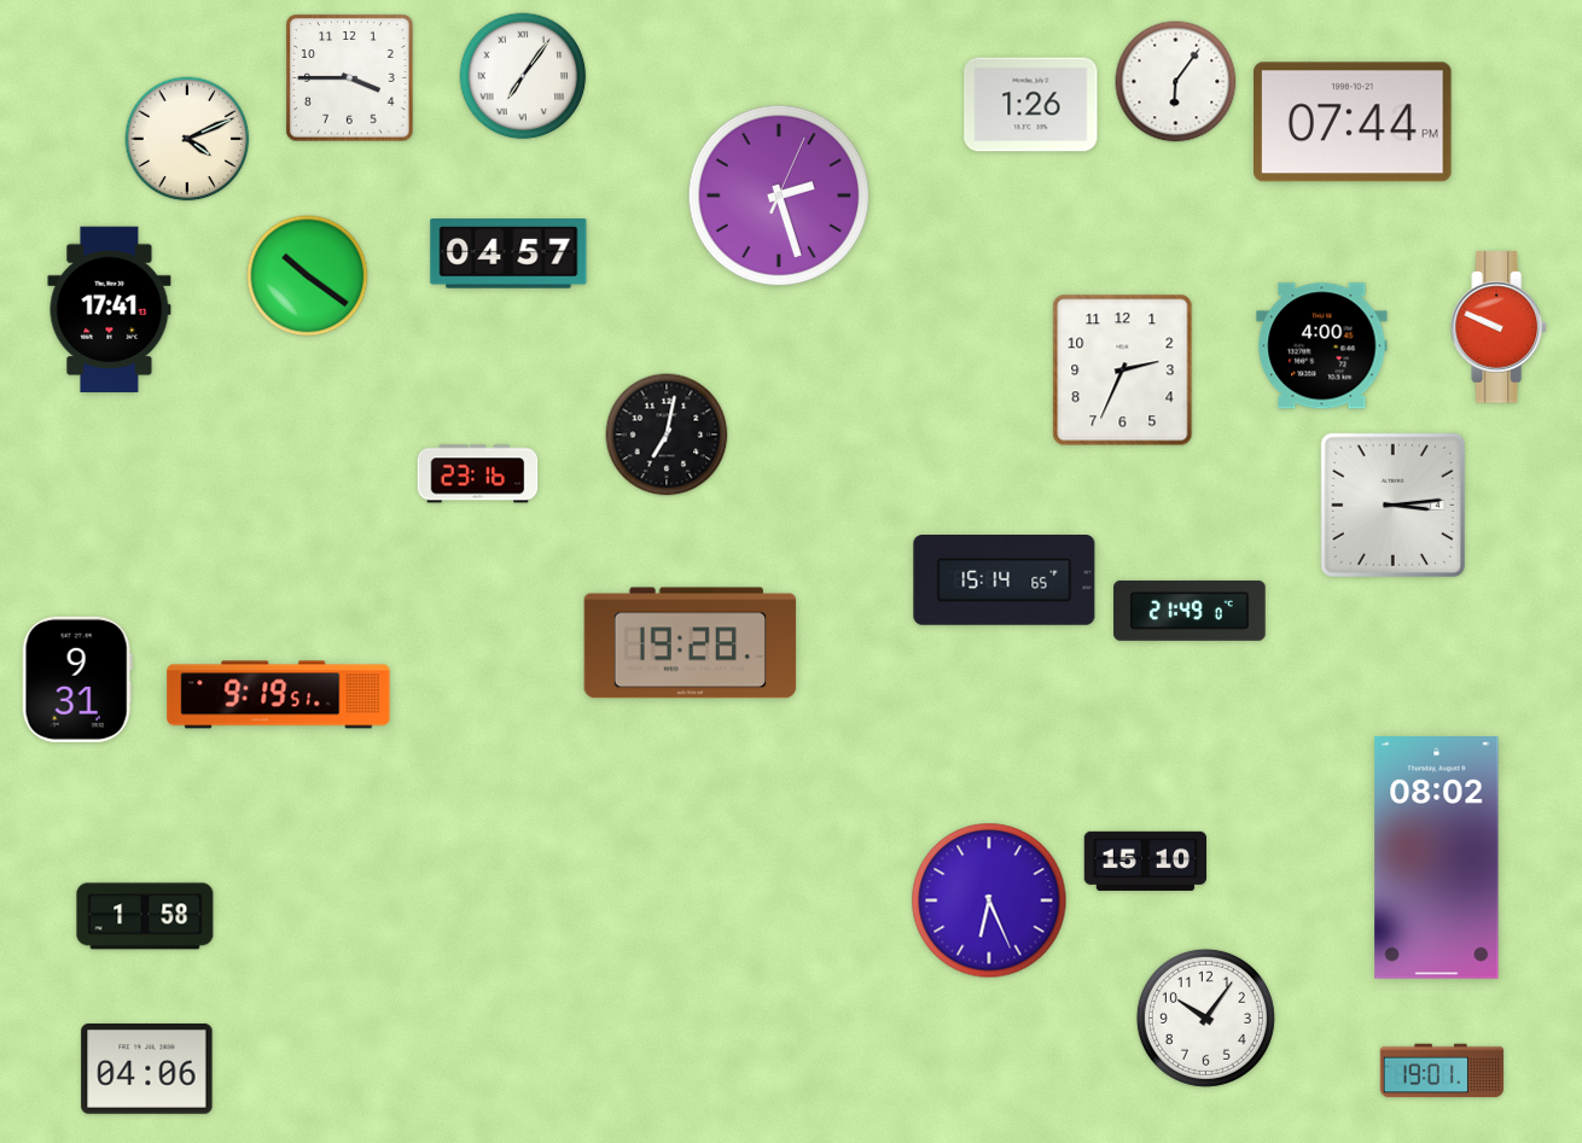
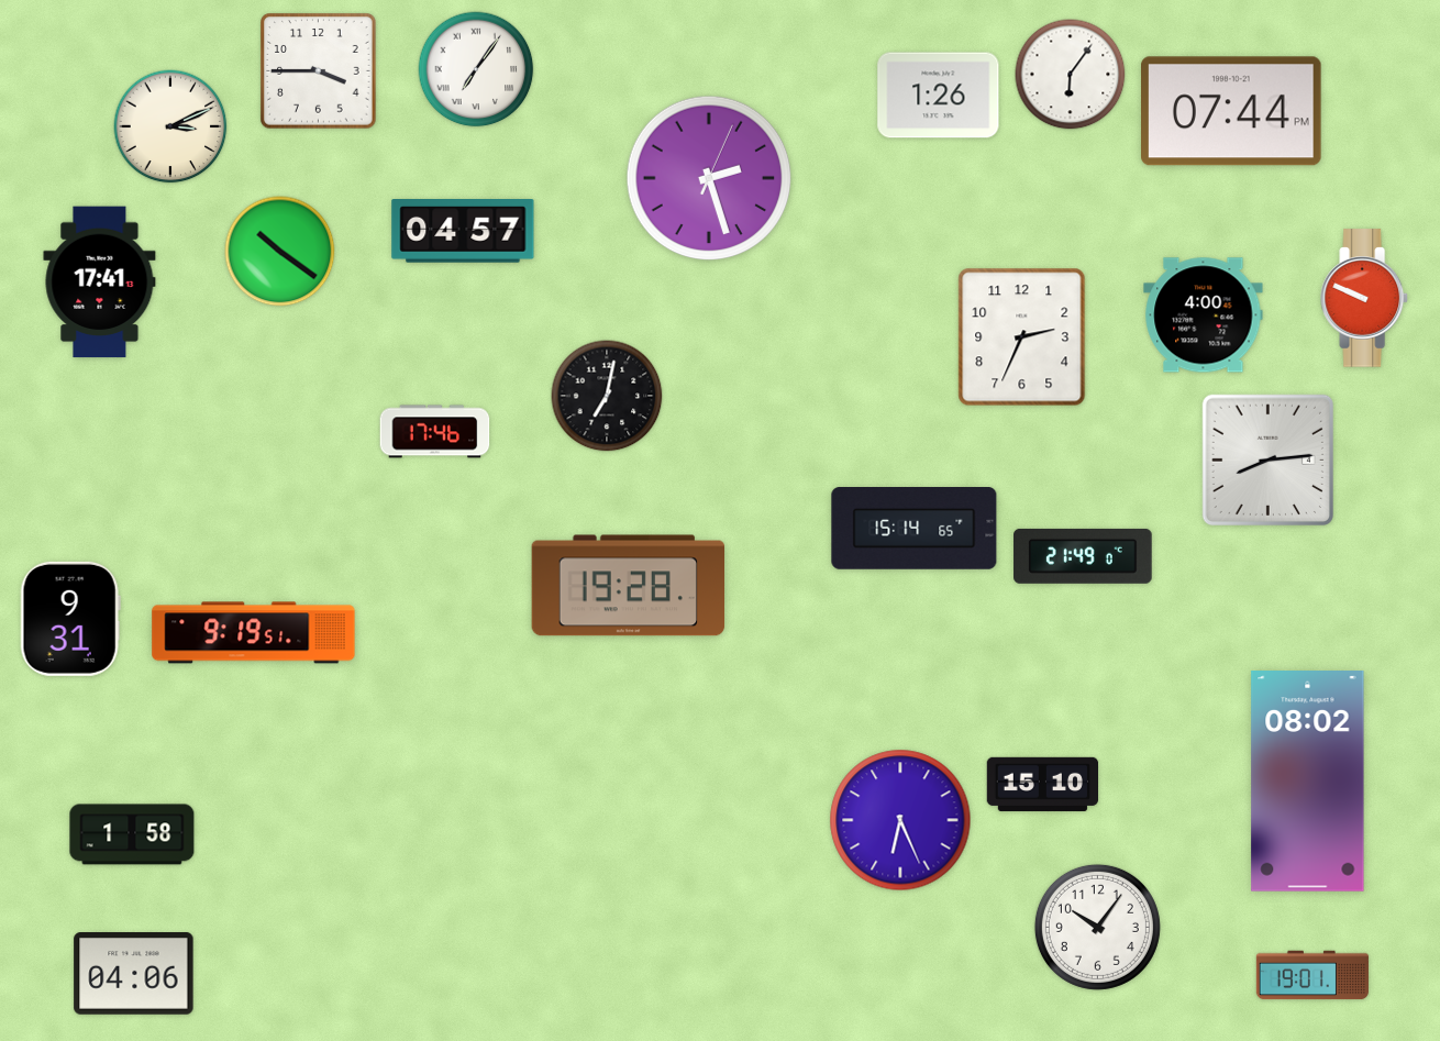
clock at (187, 139): 4:11 -> 3:11
clock at (478, 474): 23:16 -> 17:46
clock at (1392, 505): 3:14 -> 8:14
